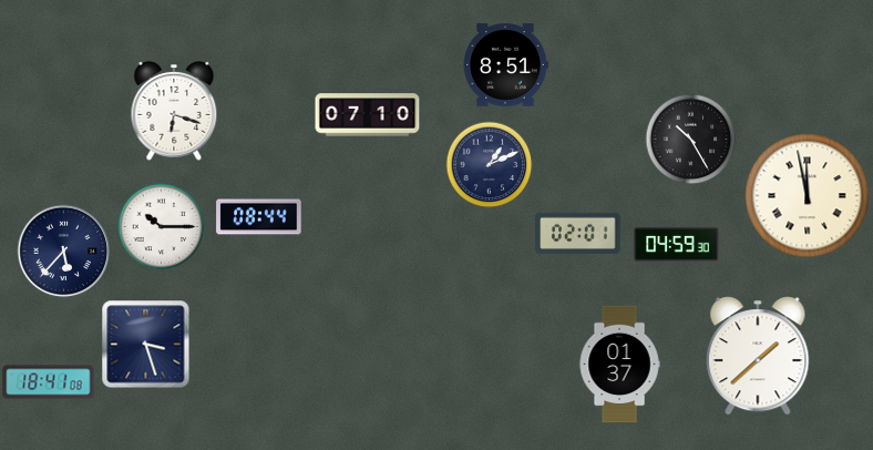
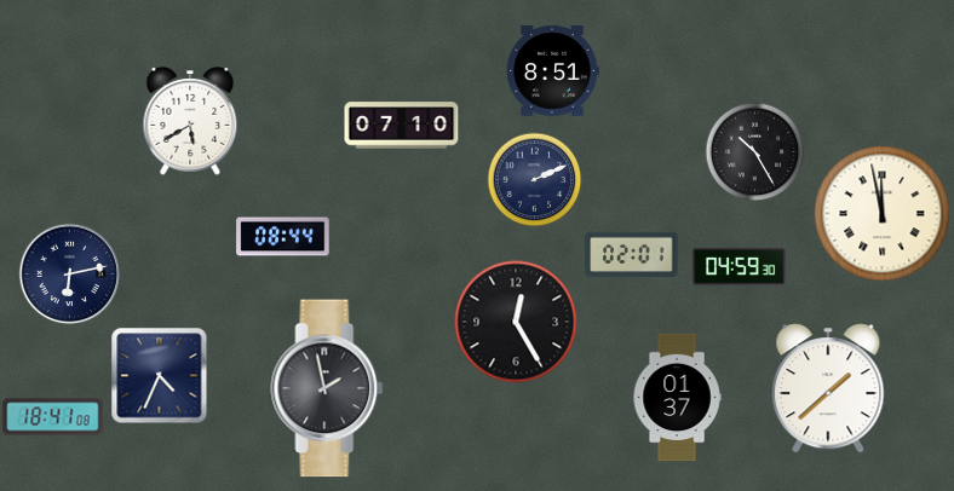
clock at (174, 111): 6:18 -> 5:40
clock at (489, 164): 1:11 -> 2:11
clock at (161, 226): 10:15 -> none
clock at (63, 250): 5:37 -> 6:13
clock at (516, 322): none -> 12:25
clock at (145, 344): 3:27 -> 4:34
clock at (327, 388): none -> 1:58
